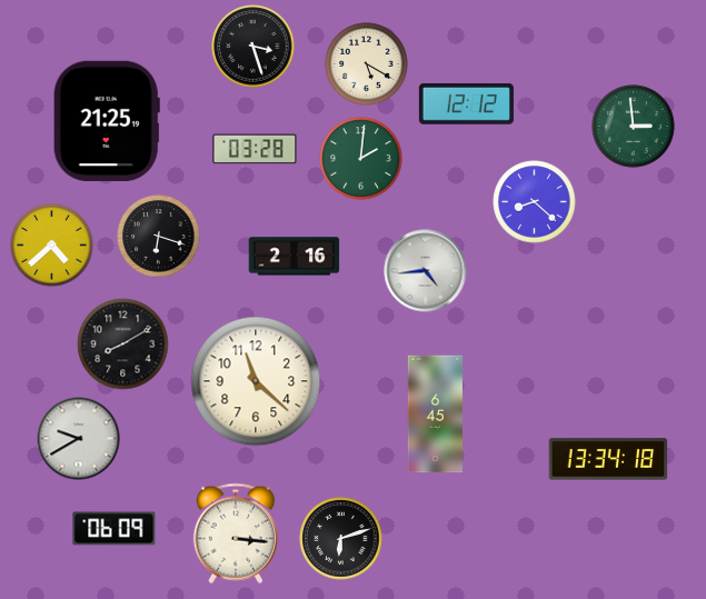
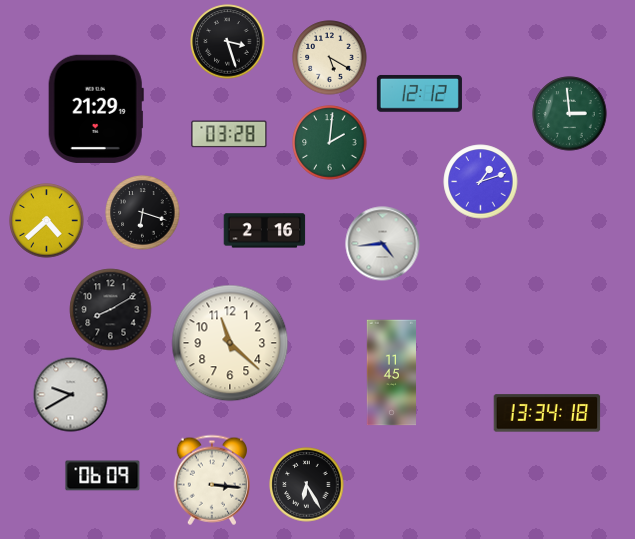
clock at (107, 121): 21:25 -> 21:29
clock at (361, 159) position: (361, 159) -> (330, 143)
clock at (535, 202): 8:22 -> 1:12
clock at (436, 415): 6:45 -> 11:45
clock at (341, 539): 6:12 -> 6:25
